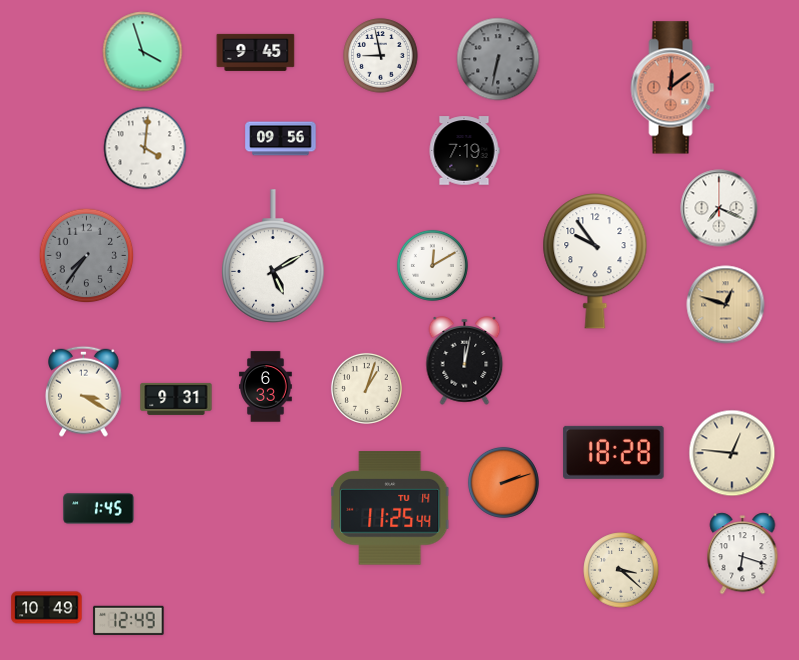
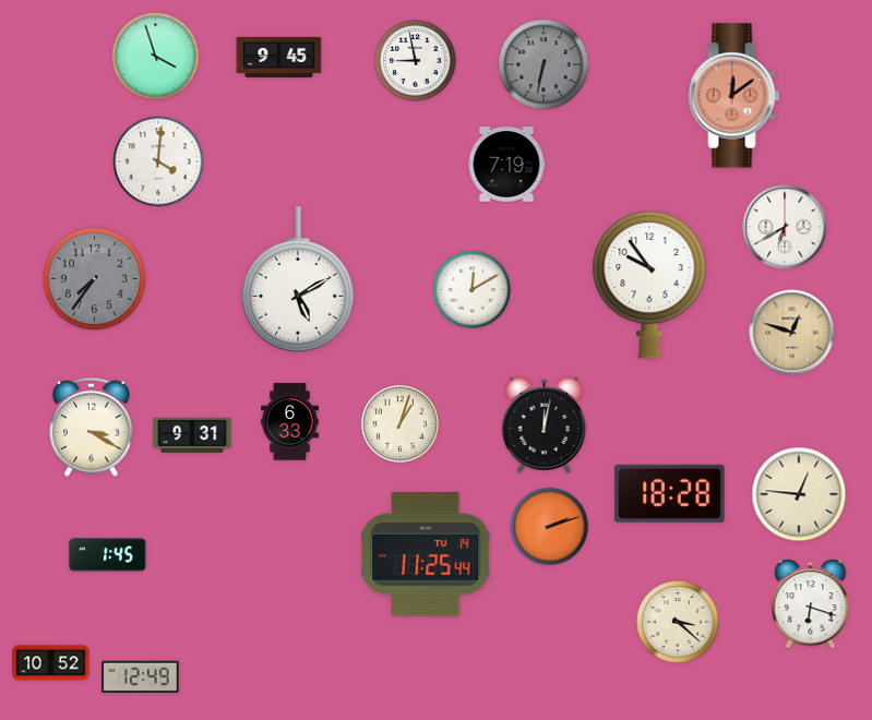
clock at (281, 139): 09:56 -> none
clock at (719, 208): 7:19 -> 6:40
clock at (465, 361) position: (465, 361) -> (545, 425)
clock at (47, 608): 10:49 -> 10:52
